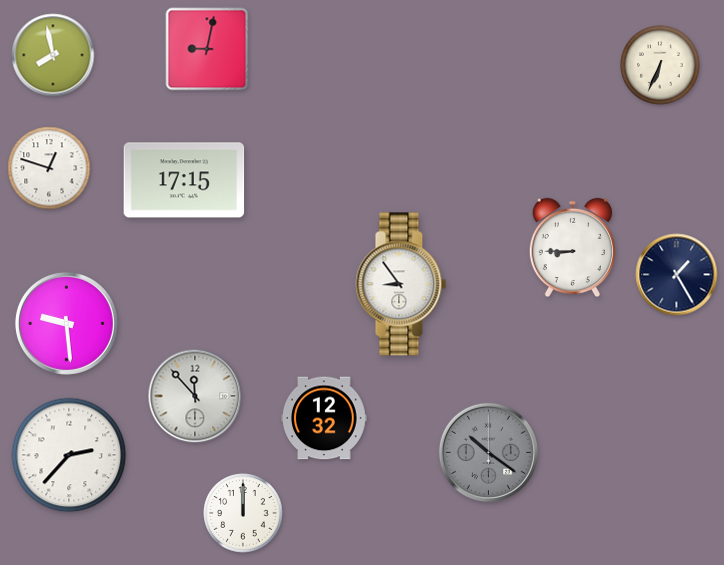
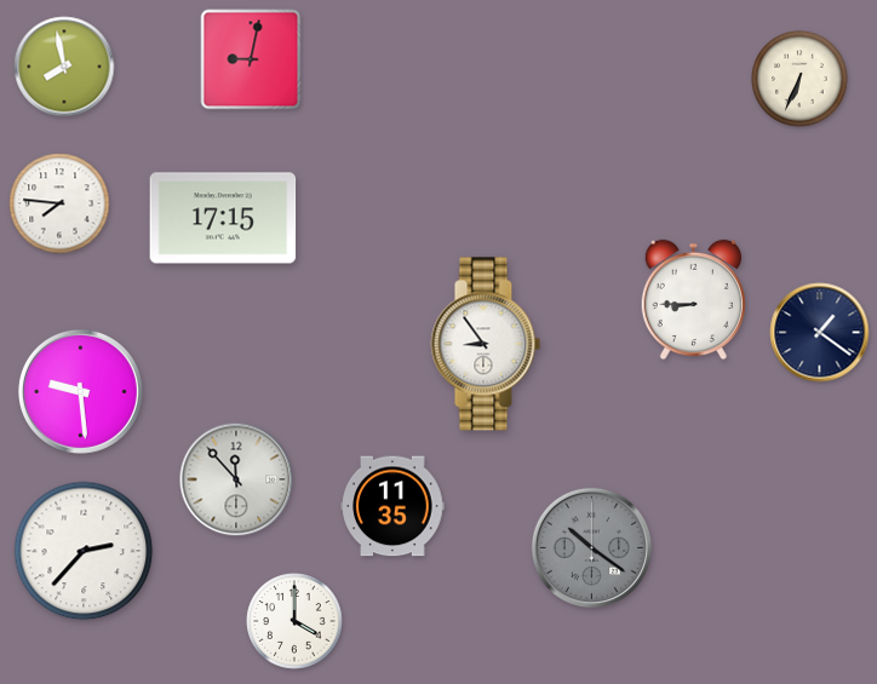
clock at (49, 168): 12:48 -> 7:46
clock at (677, 275): 1:25 -> 1:21
clock at (324, 418): 12:32 -> 11:35
clock at (243, 513): 12:00 -> 4:00
